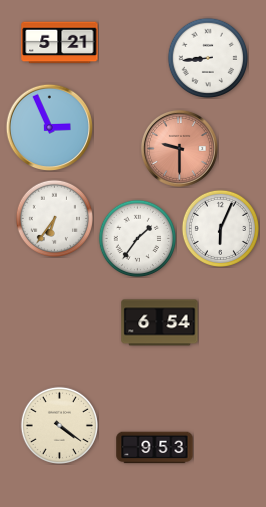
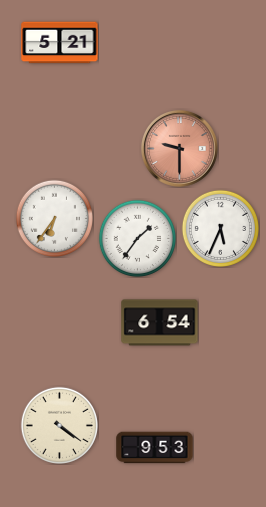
clock at (207, 57): 8:44 -> none
clock at (49, 127): 2:56 -> none
clock at (220, 228): 6:04 -> 5:34
